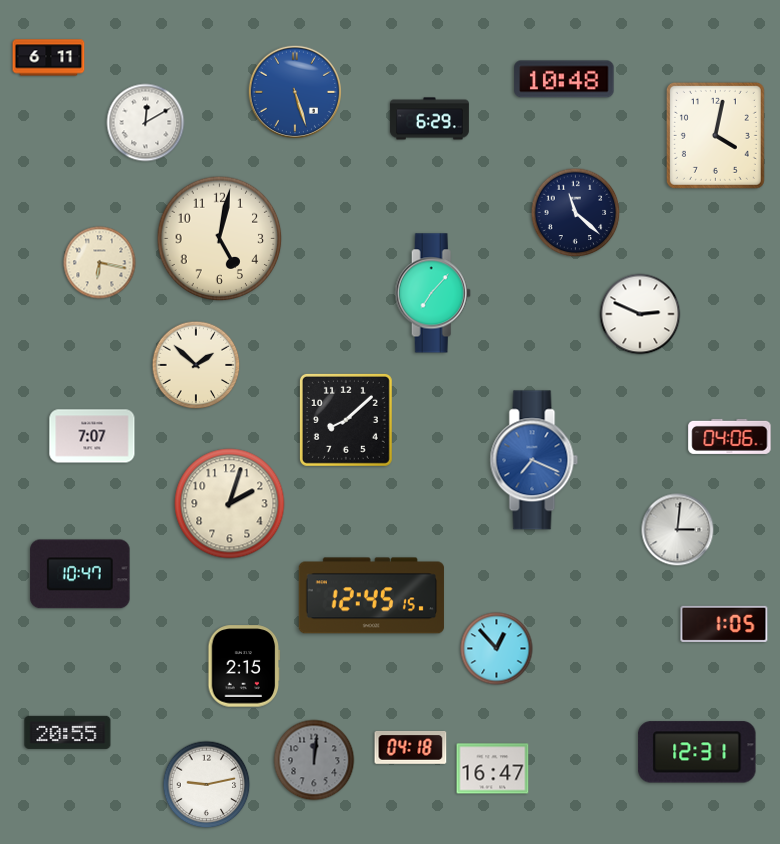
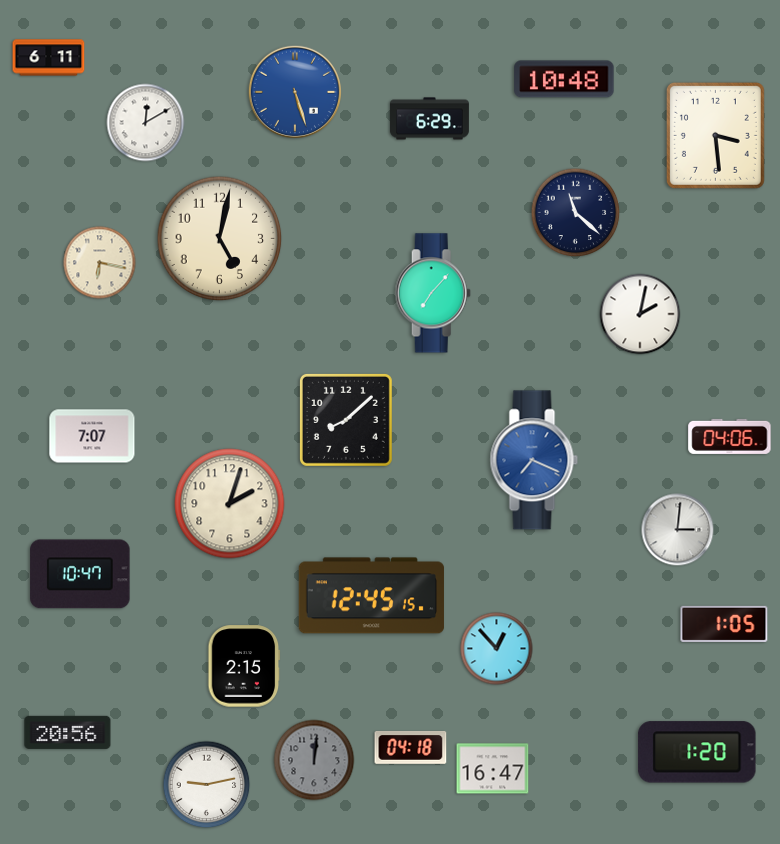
clock at (715, 135): 4:02 -> 3:29
clock at (640, 314): 2:49 -> 2:02
clock at (196, 365): 1:52 -> none
clock at (68, 732): 20:55 -> 20:56
clock at (697, 752): 12:31 -> 1:20
